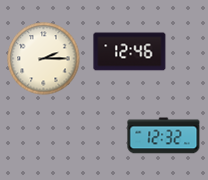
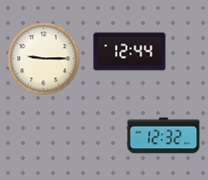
clock at (130, 52): 12:46 -> 12:44
clock at (44, 59): 2:15 -> 9:15
